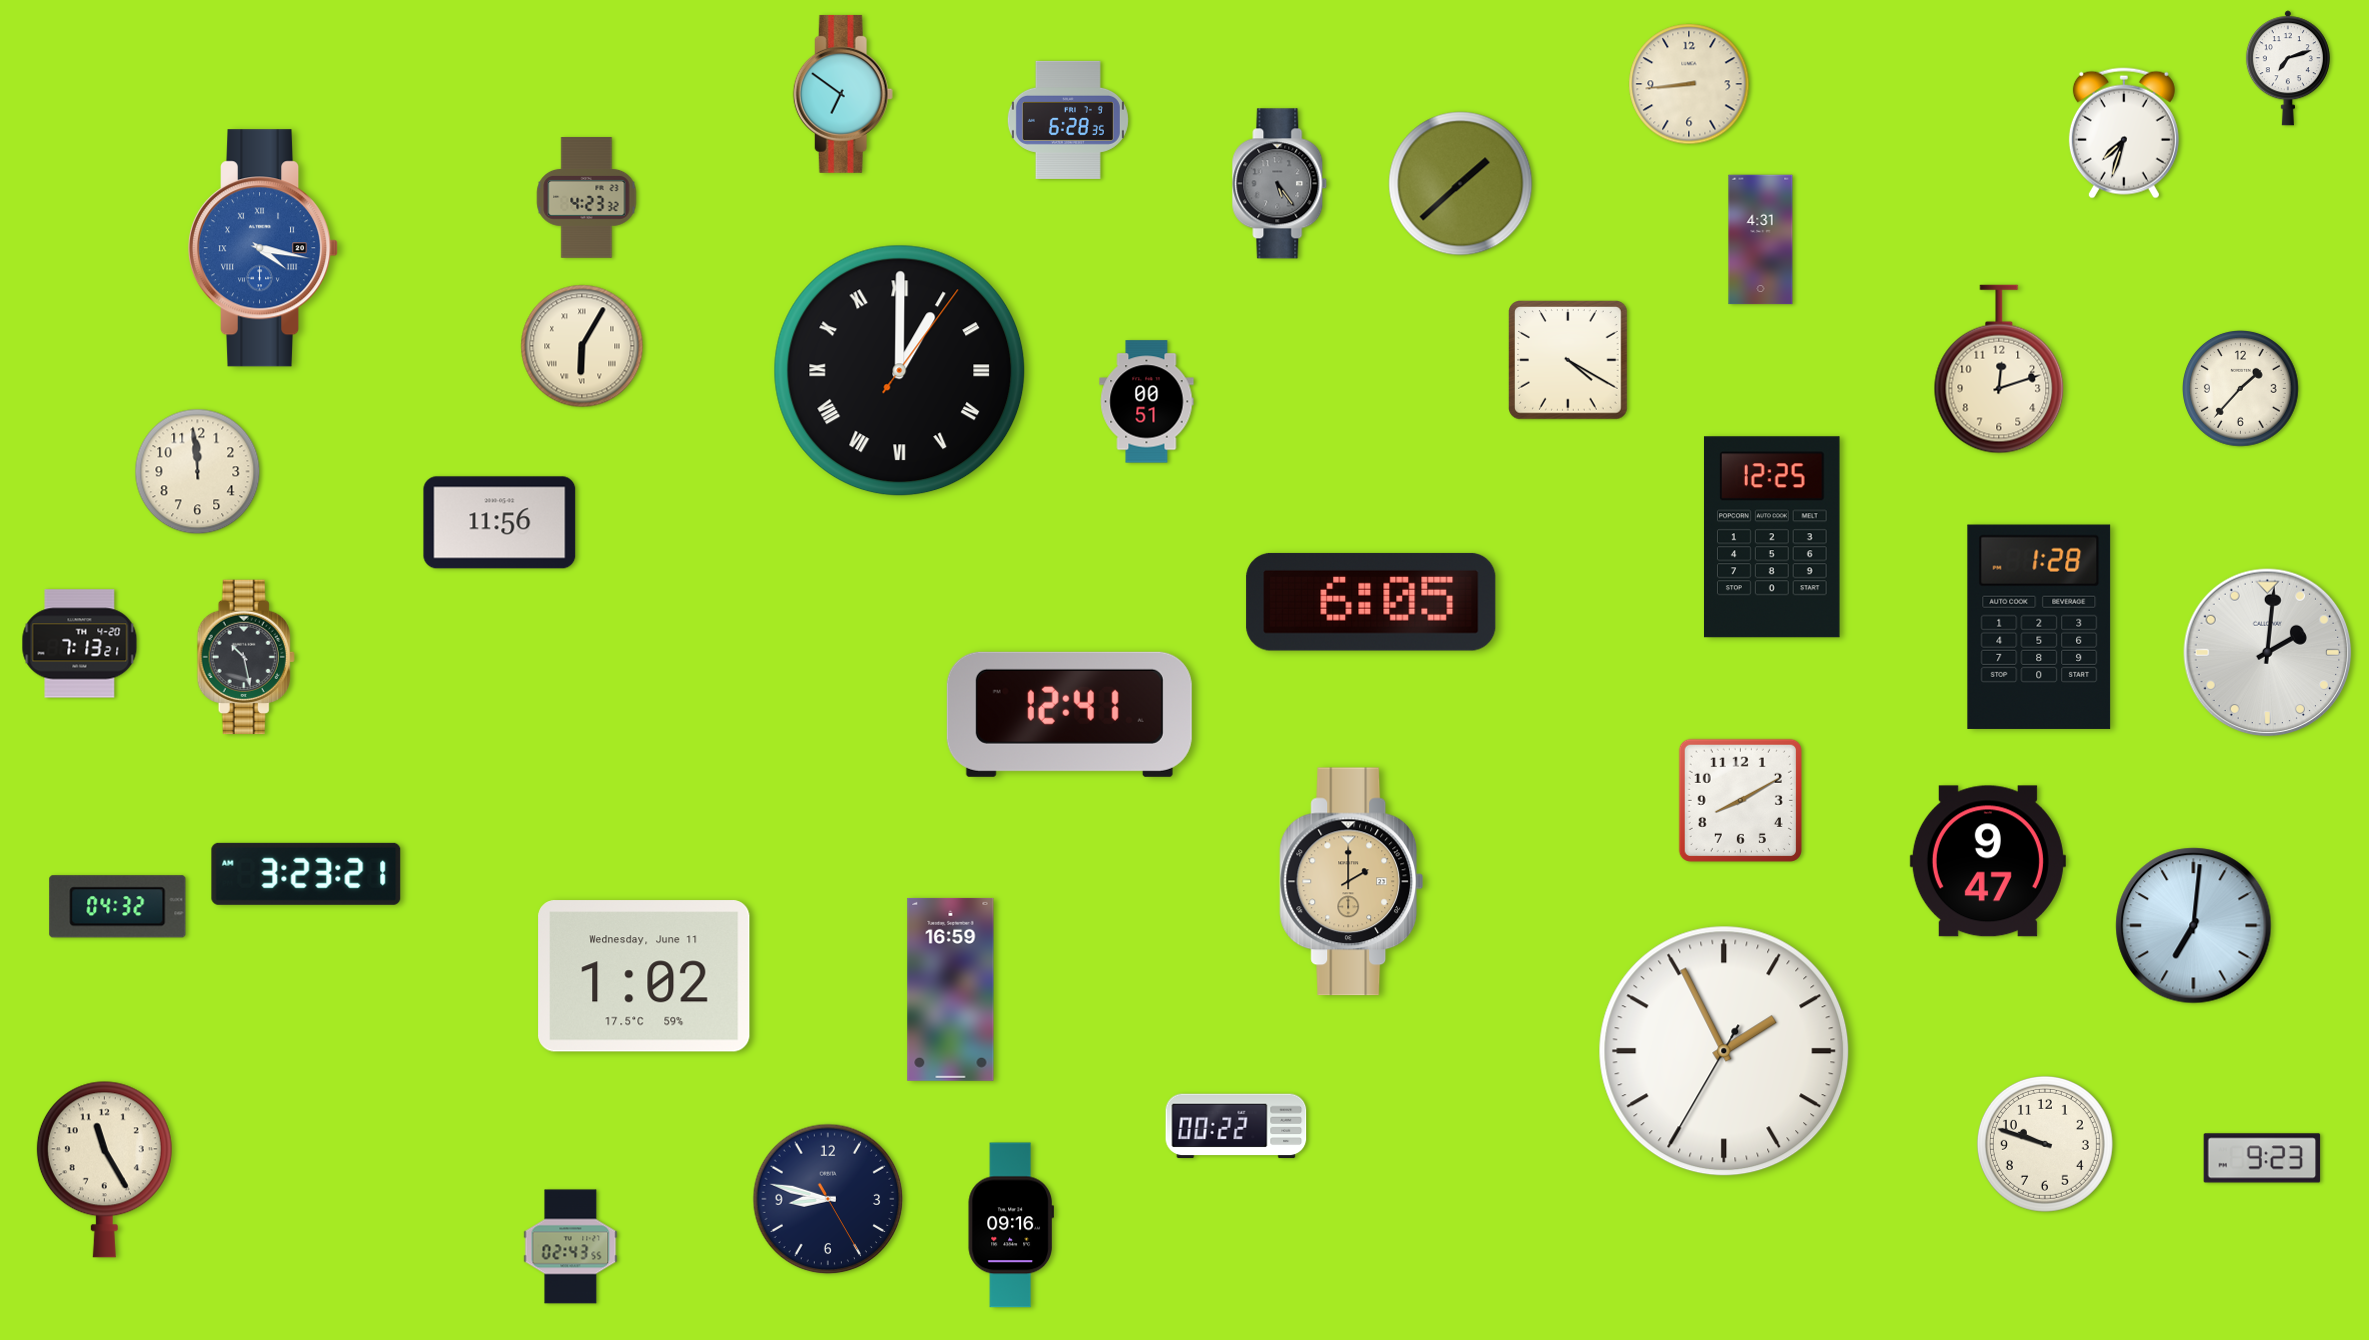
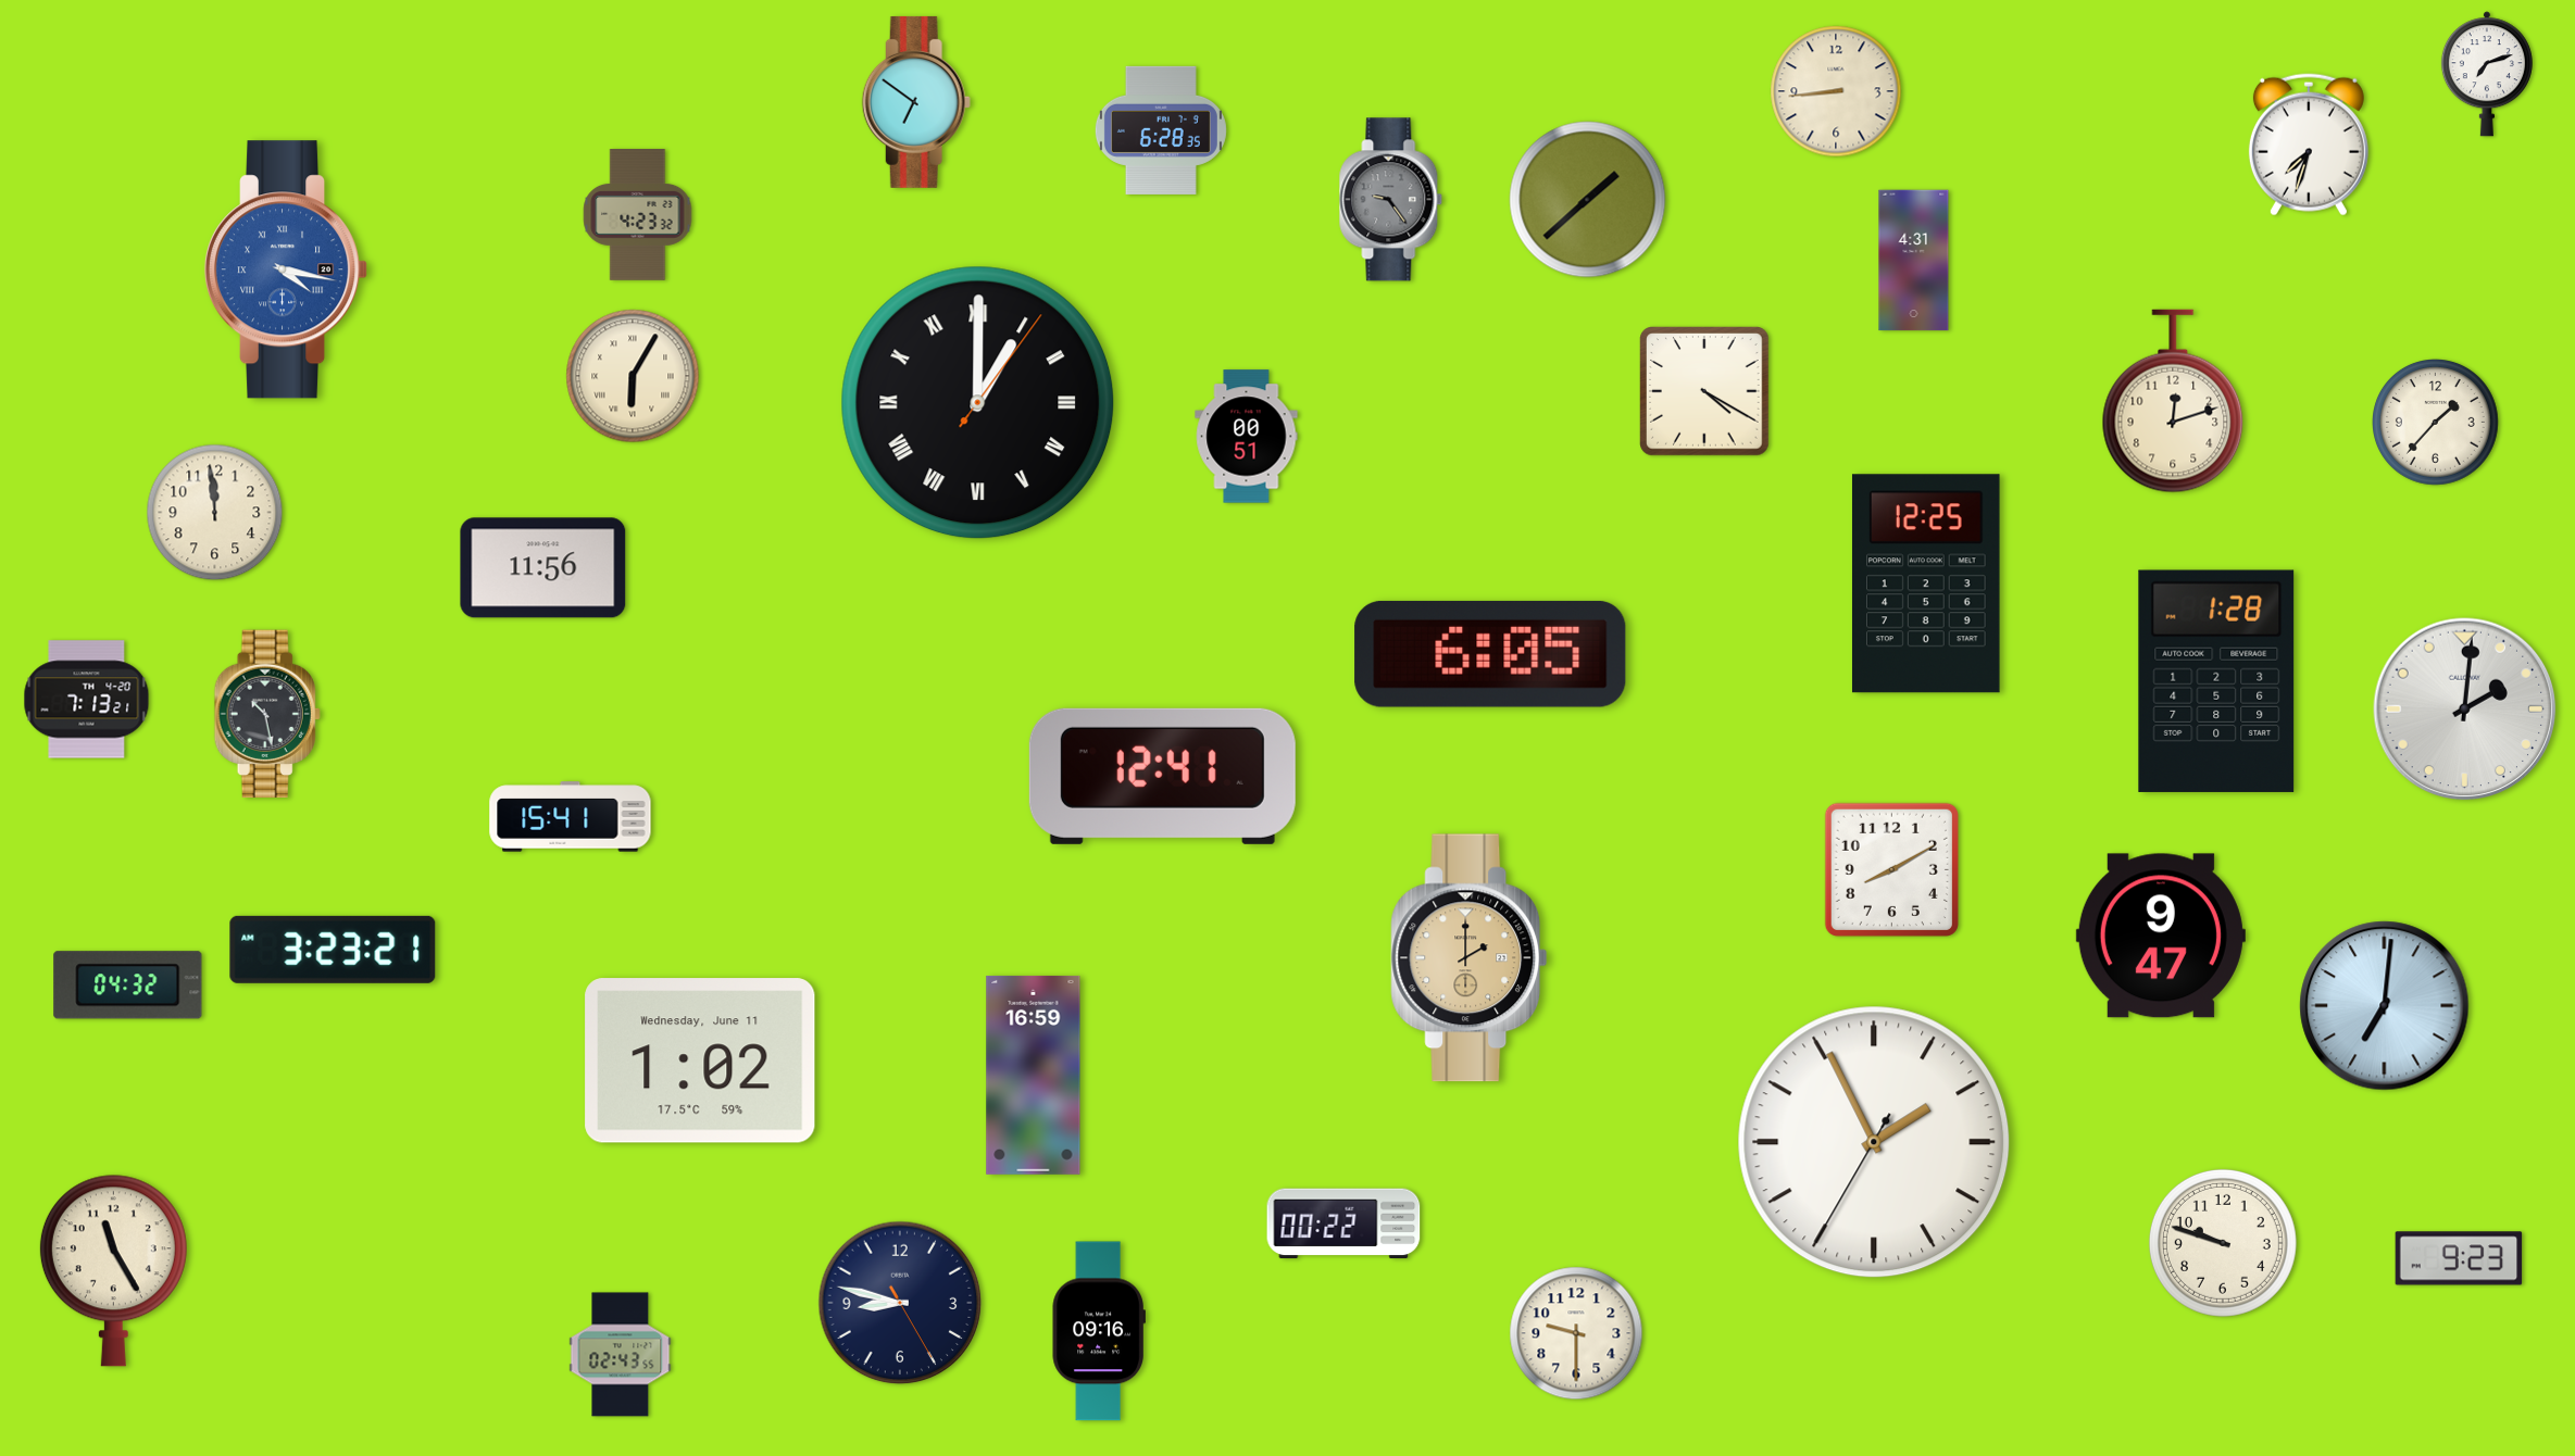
clock at (1280, 184): 5:24 -> 9:24
clock at (571, 817): none -> 15:41
clock at (1576, 1333): none -> 9:30
